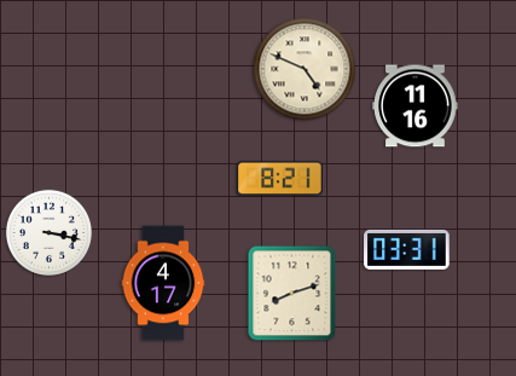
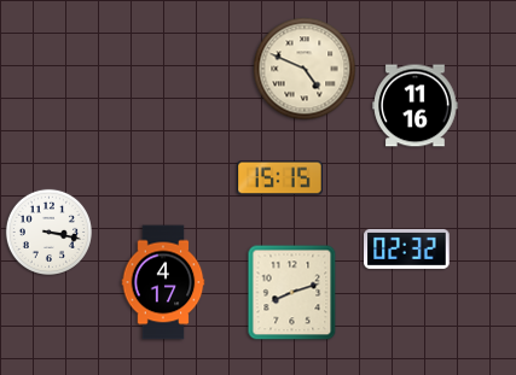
clock at (280, 179): 8:21 -> 15:15
clock at (407, 249): 03:31 -> 02:32
